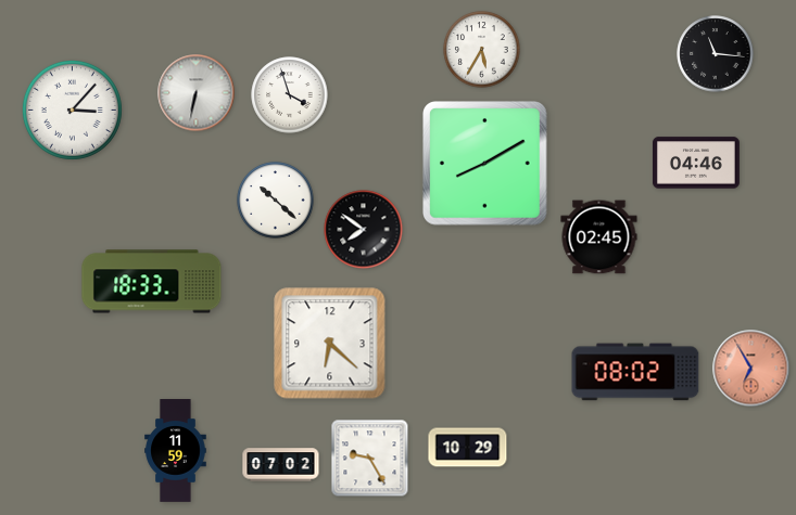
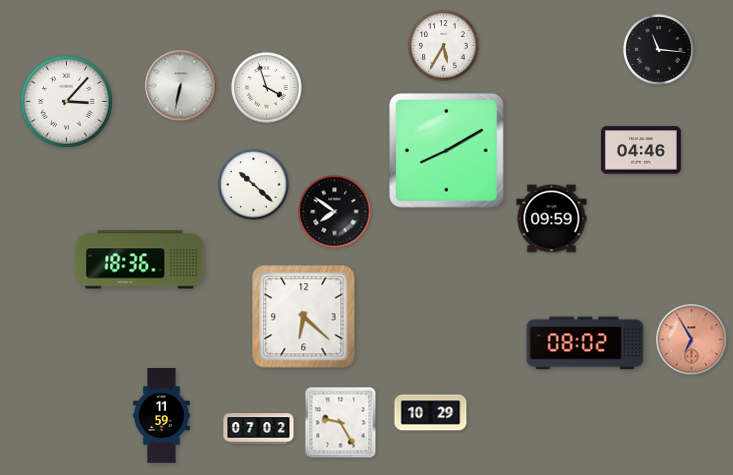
clock at (599, 237): 02:45 -> 09:59
clock at (152, 282): 18:33 -> 18:36
